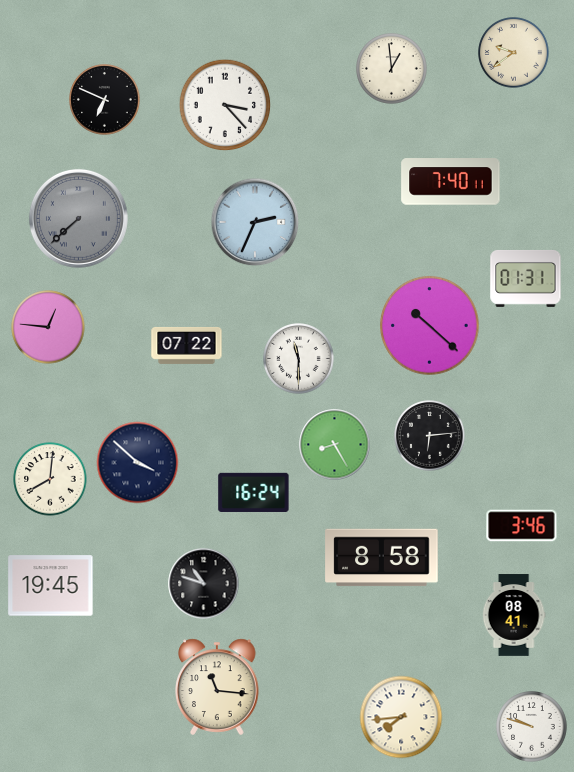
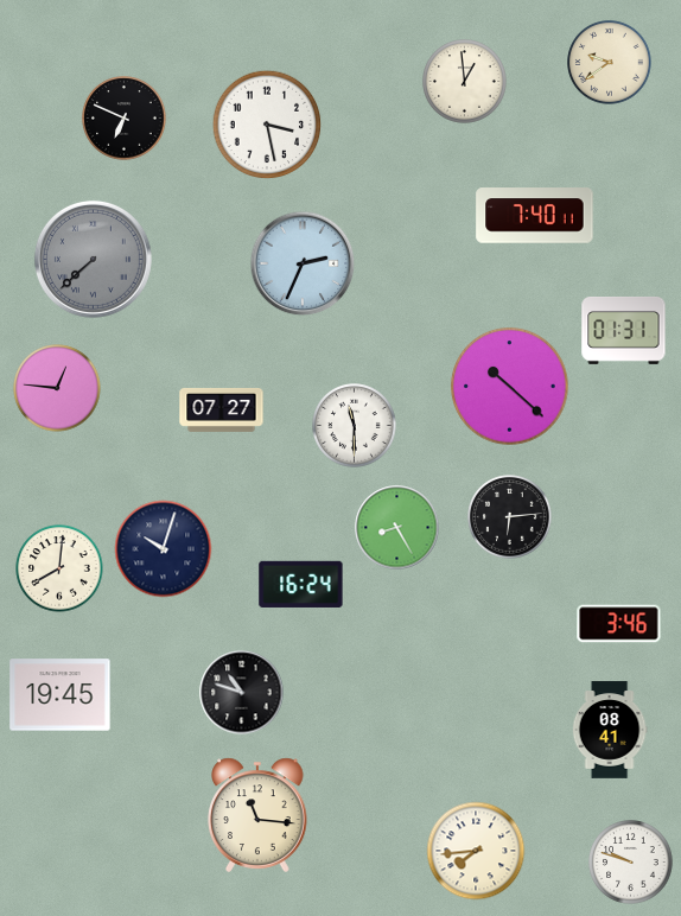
clock at (225, 105): 3:23 -> 3:28
clock at (187, 345): 07:22 -> 07:27
clock at (138, 463): 3:52 -> 10:03
clock at (382, 558): 8:58 -> none
